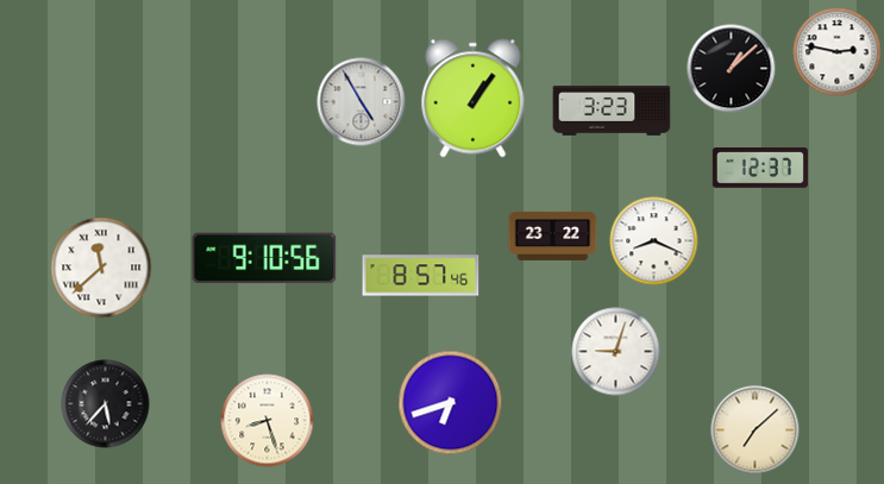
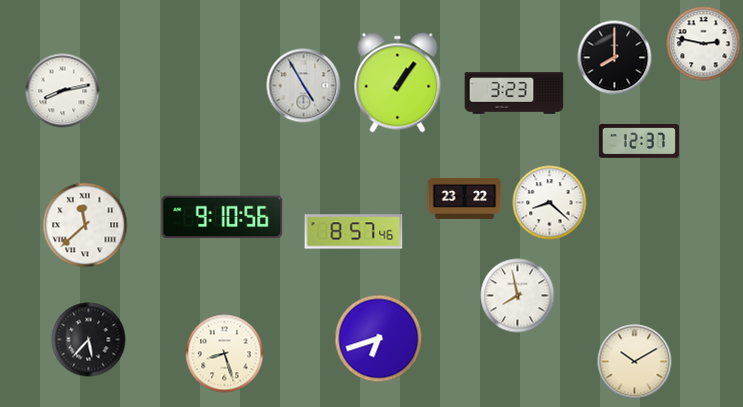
clock at (732, 69): 1:08 -> 8:00
clock at (63, 91): none -> 8:13
clock at (654, 241): 8:19 -> 8:22
clock at (616, 352): 9:03 -> 7:58
clock at (756, 430): 7:08 -> 10:10
